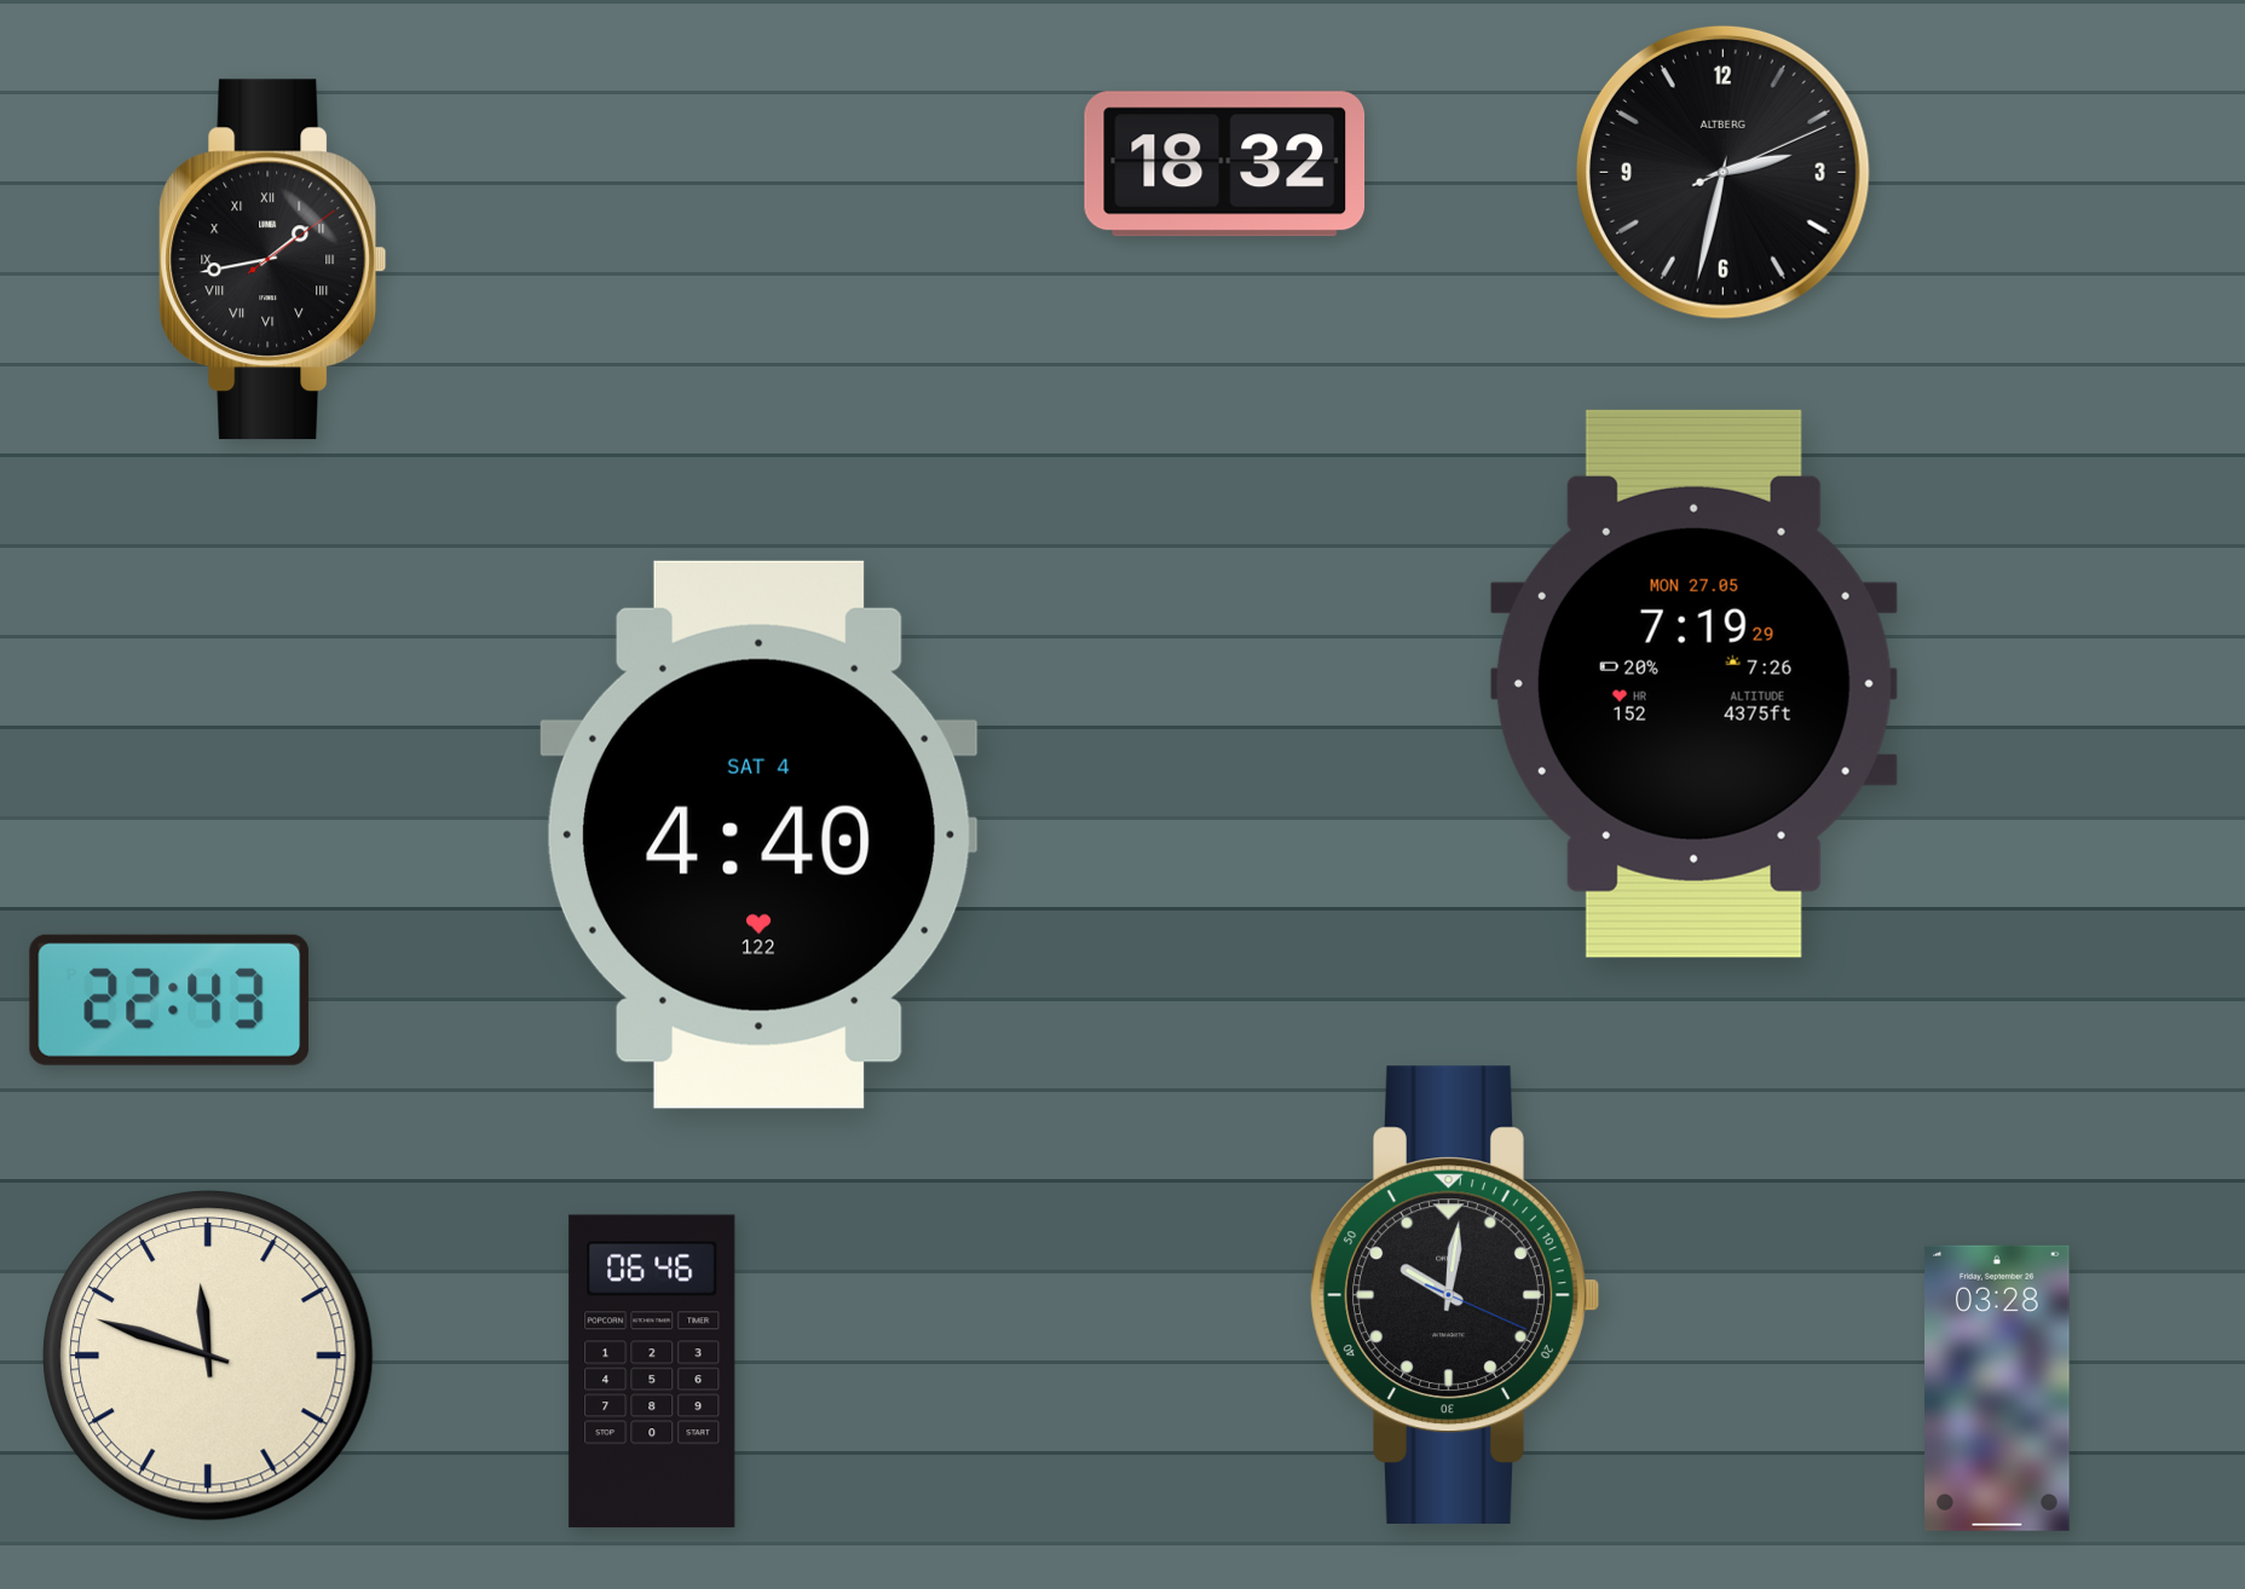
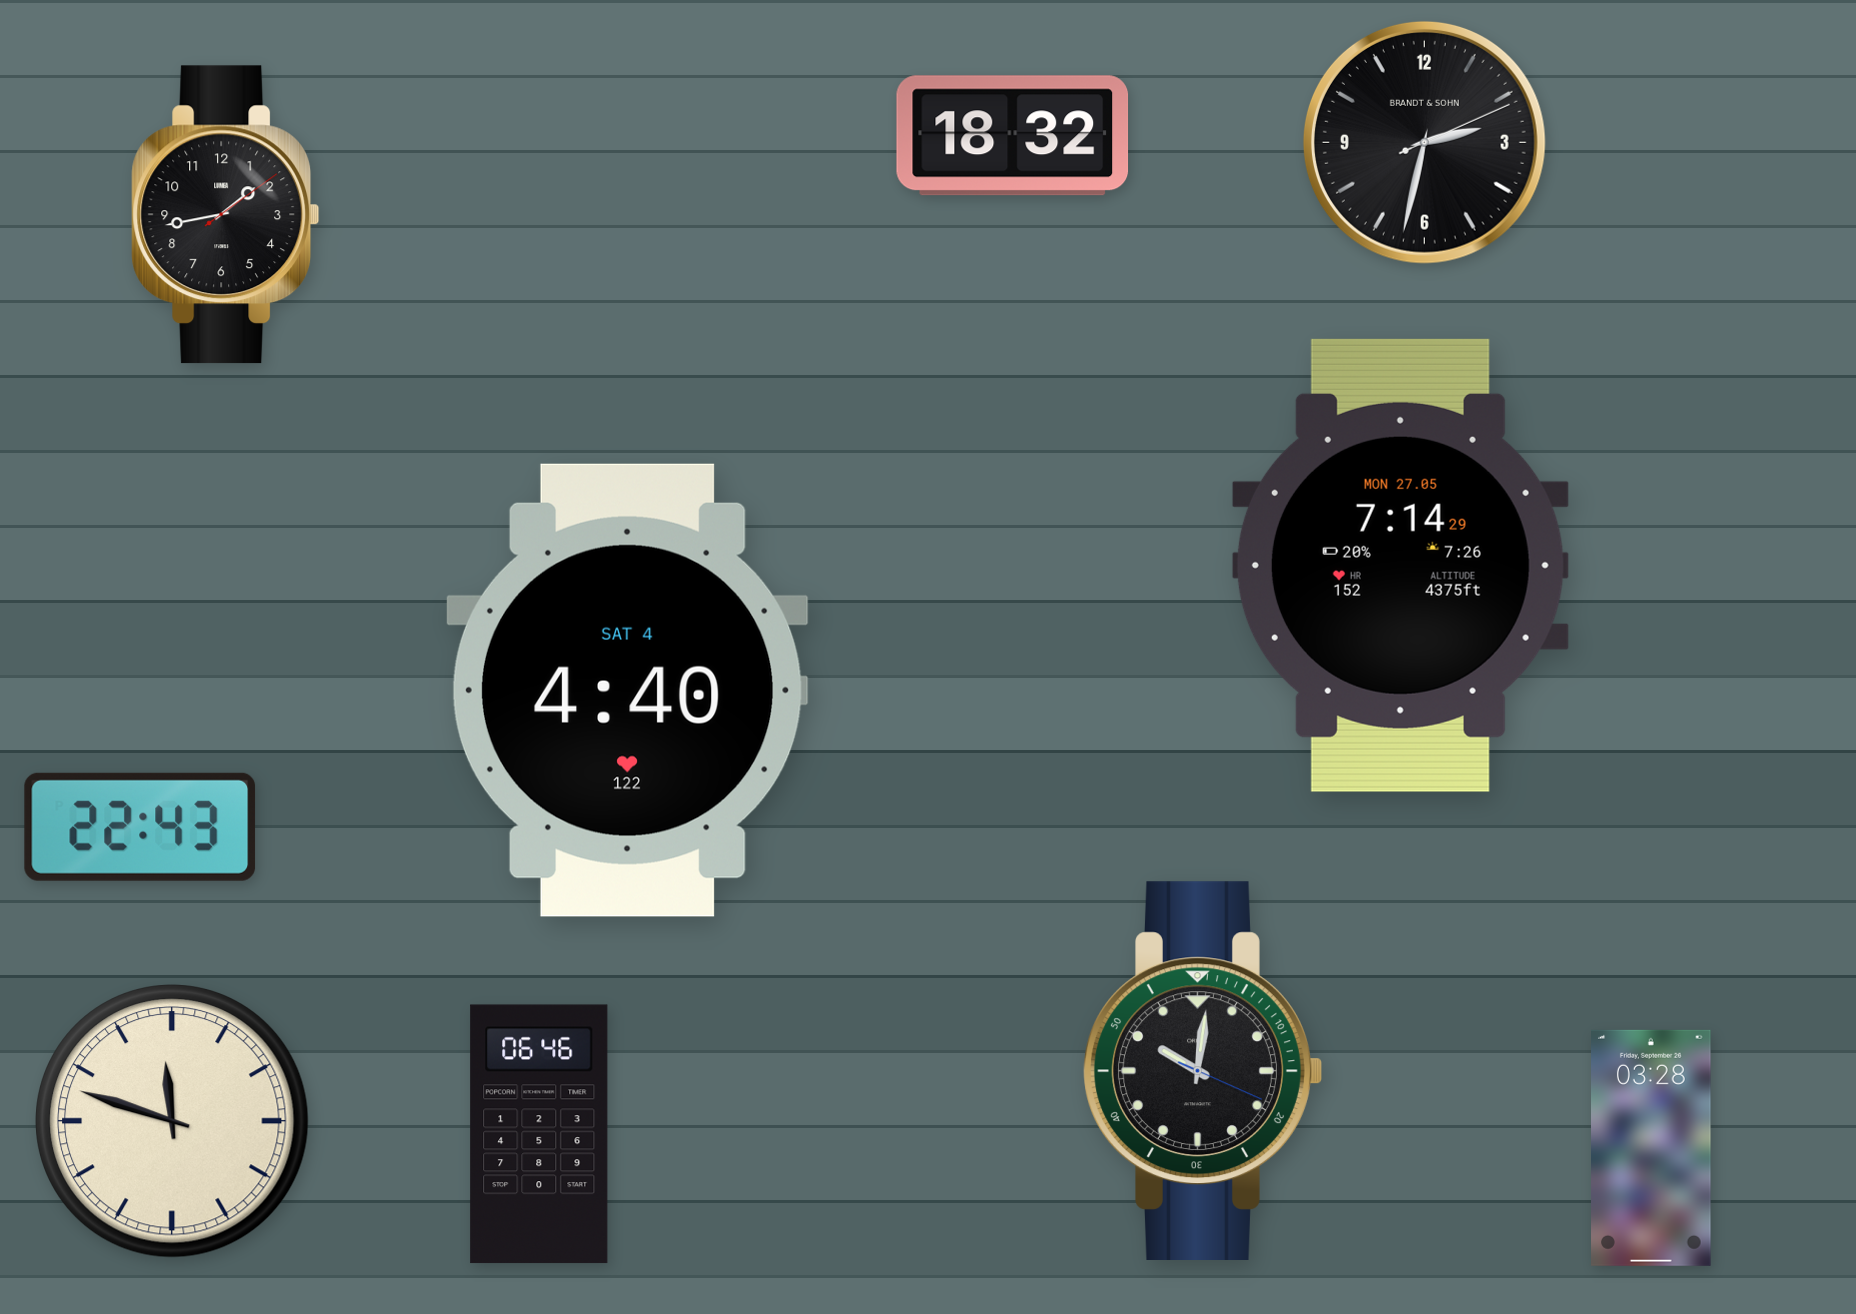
clock at (1722, 172) brand: ALTBERG -> BRANDT & SOHN
clock at (273, 260) numerals: Roman -> Arabic
clock at (1693, 683): 7:19 -> 7:14
